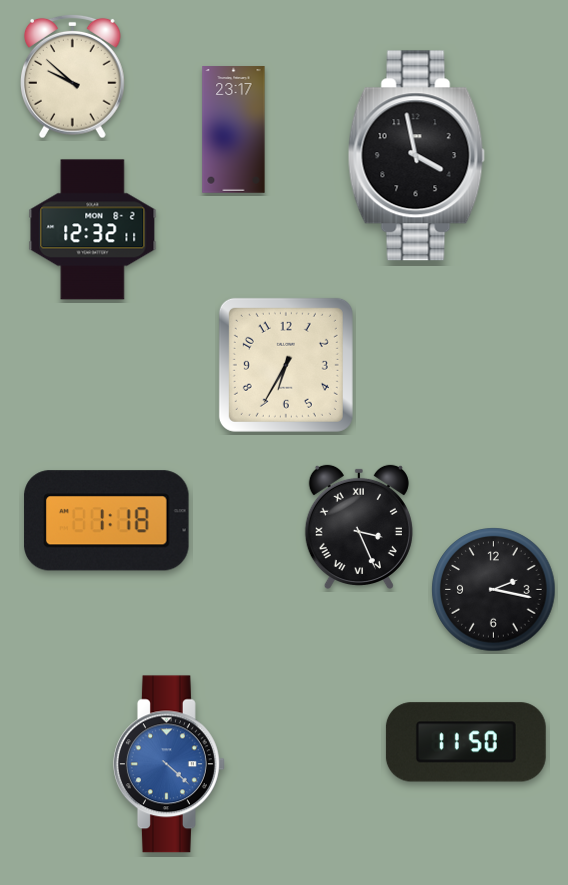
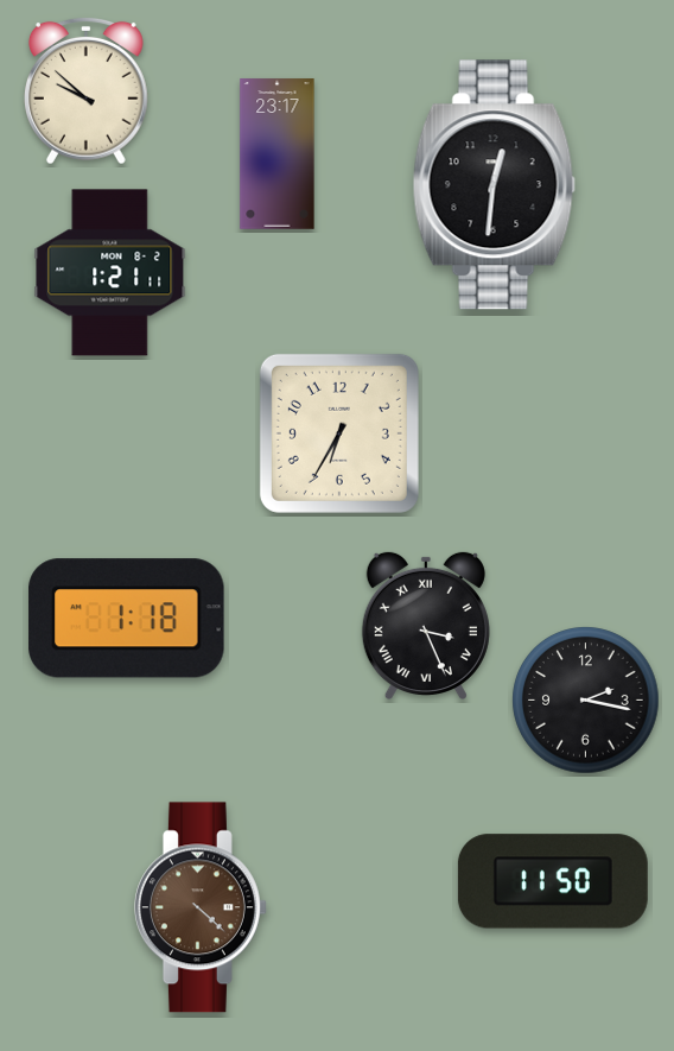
clock at (416, 156): 3:58 -> 12:31
clock at (93, 230): 12:32 -> 1:21
clock at (169, 764) dial: blue -> brown
